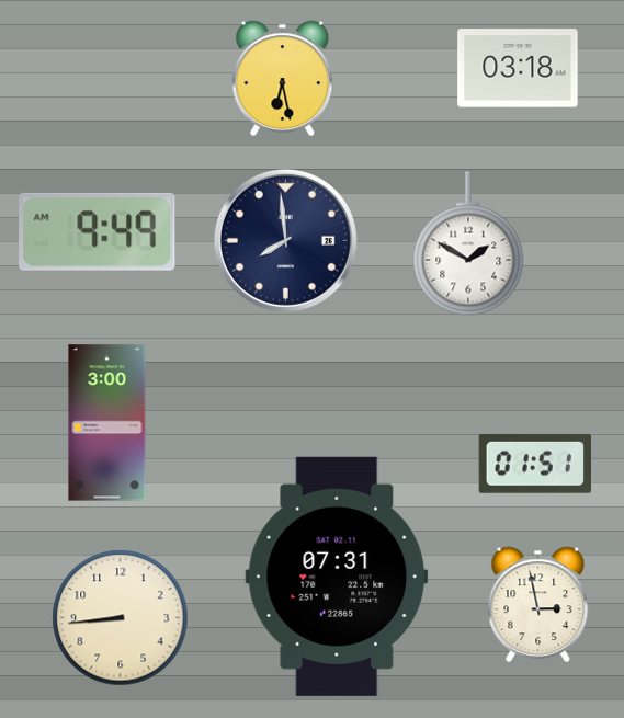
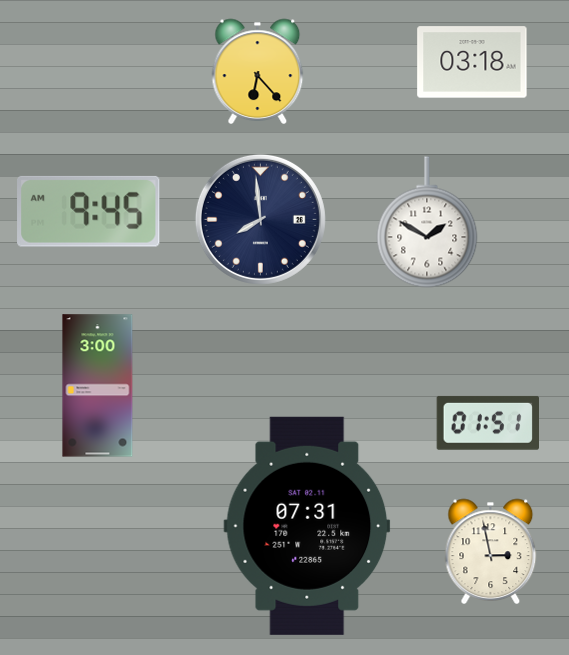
clock at (283, 78): 6:28 -> 6:23
clock at (98, 231): 9:49 -> 9:45
clock at (121, 618): 8:44 -> none
